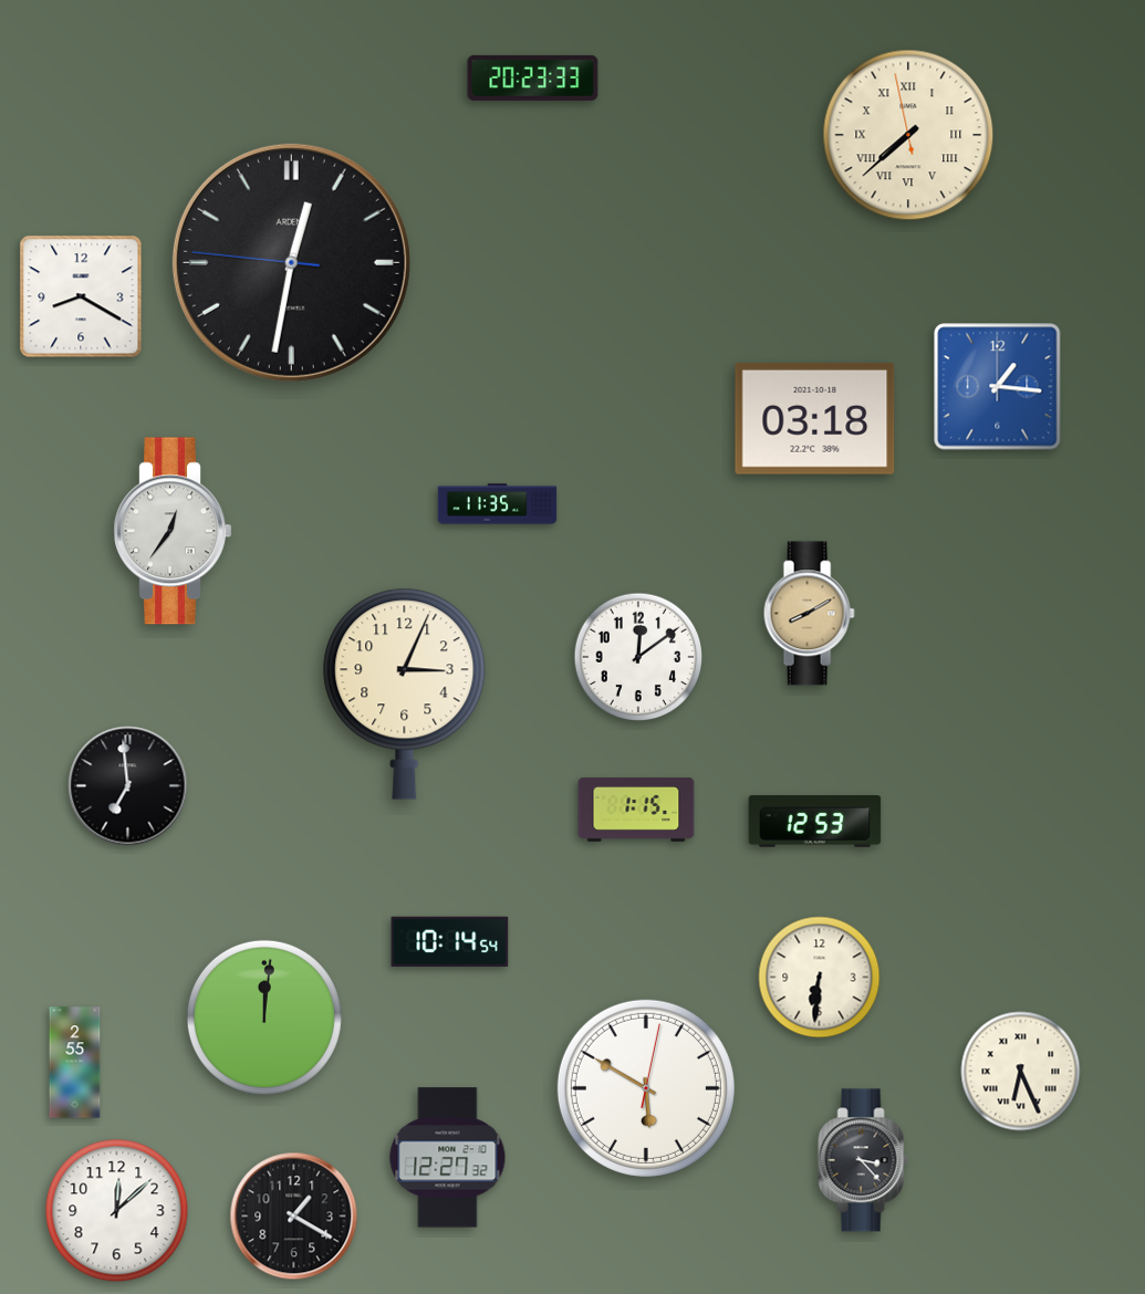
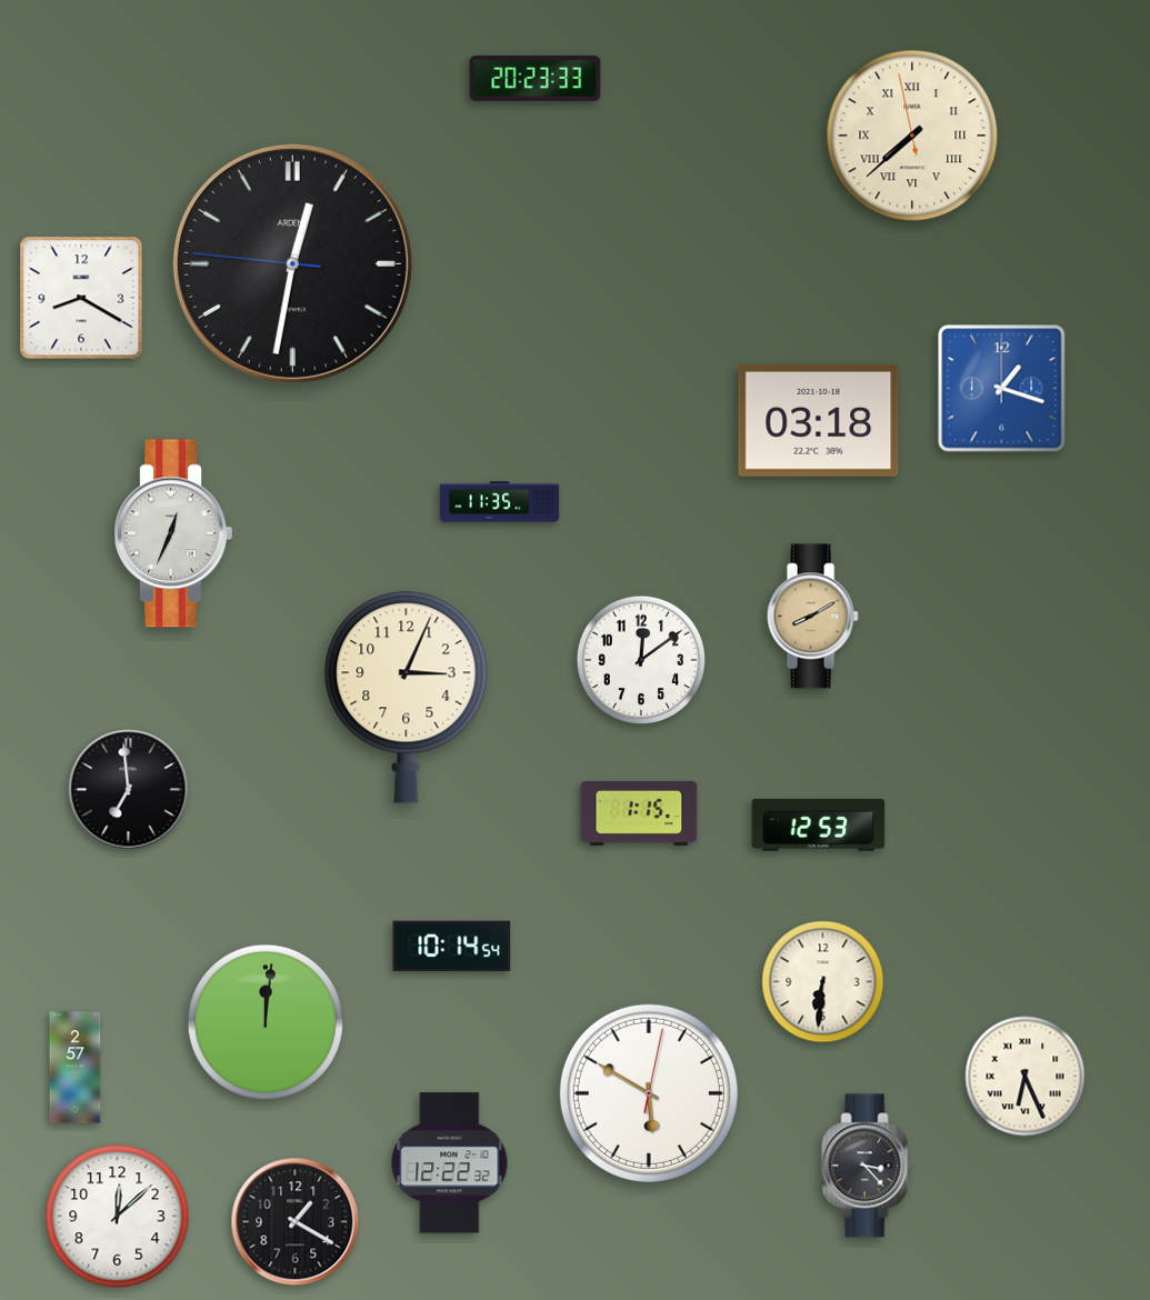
clock at (998, 387): 1:16 -> 1:18
clock at (498, 504) position: (498, 504) -> (500, 502)
clock at (173, 531): 12:36 -> 12:34
clock at (75, 1063): 2:55 -> 2:57
clock at (448, 1158): 12:27 -> 12:22
